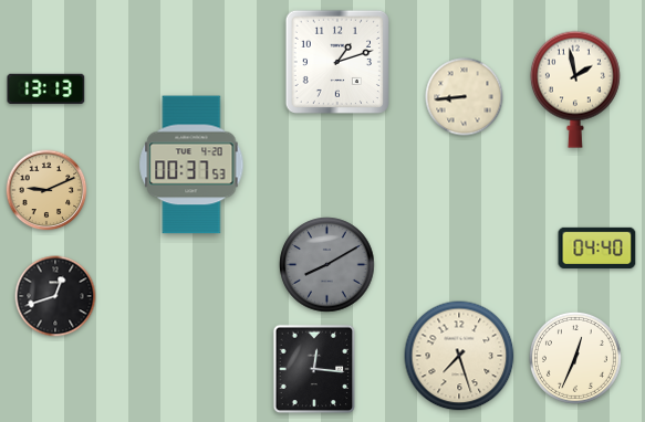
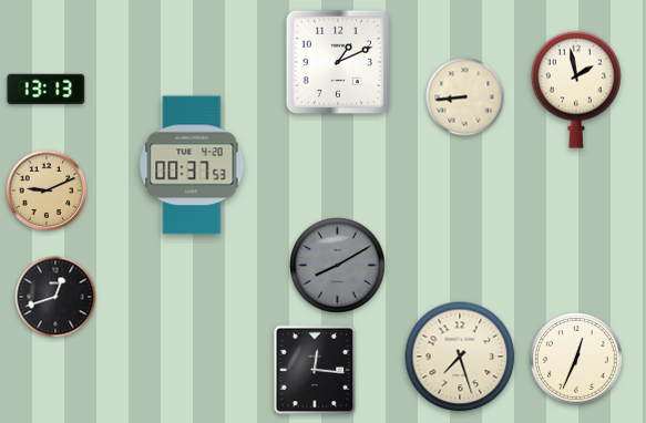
clock at (337, 62): 1:12 -> 1:11
clock at (597, 247): 04:40 -> none
clock at (327, 265) position: (327, 265) -> (338, 266)
